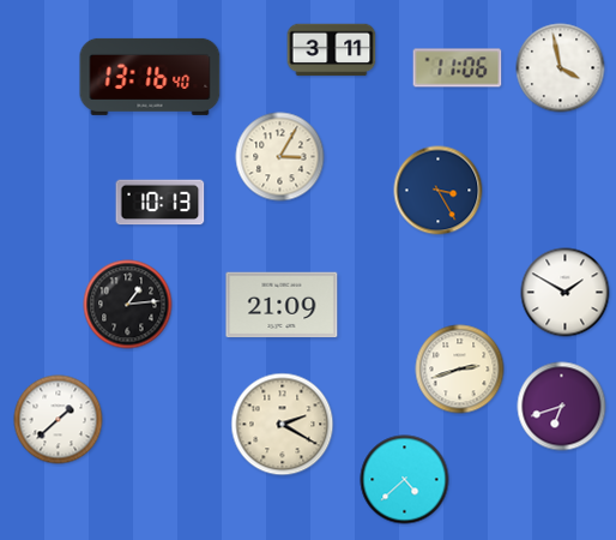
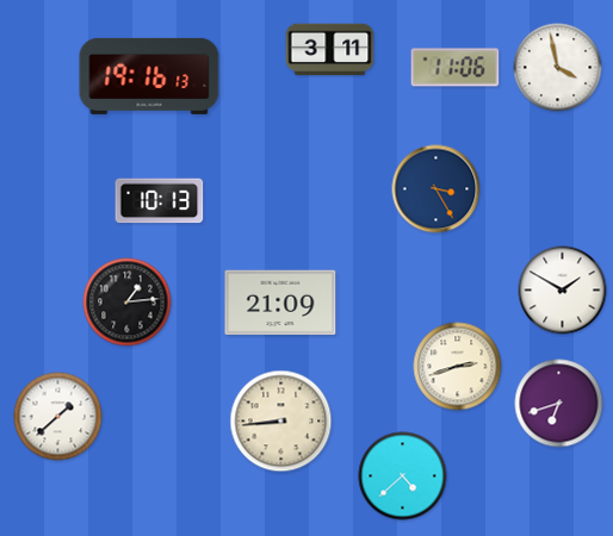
clock at (150, 77): 13:16 -> 19:16
clock at (280, 157): 3:05 -> none
clock at (283, 425): 2:20 -> 8:44
